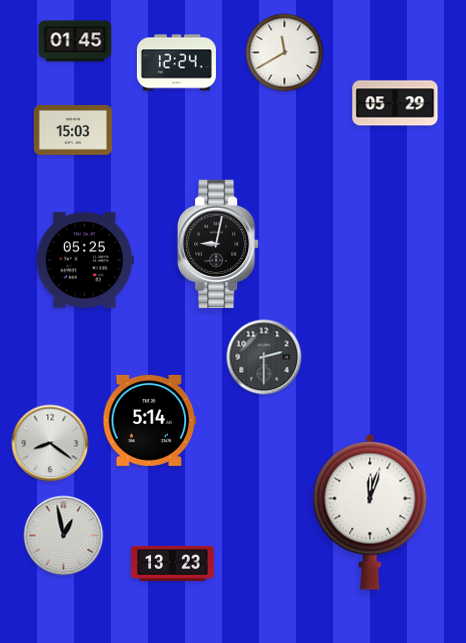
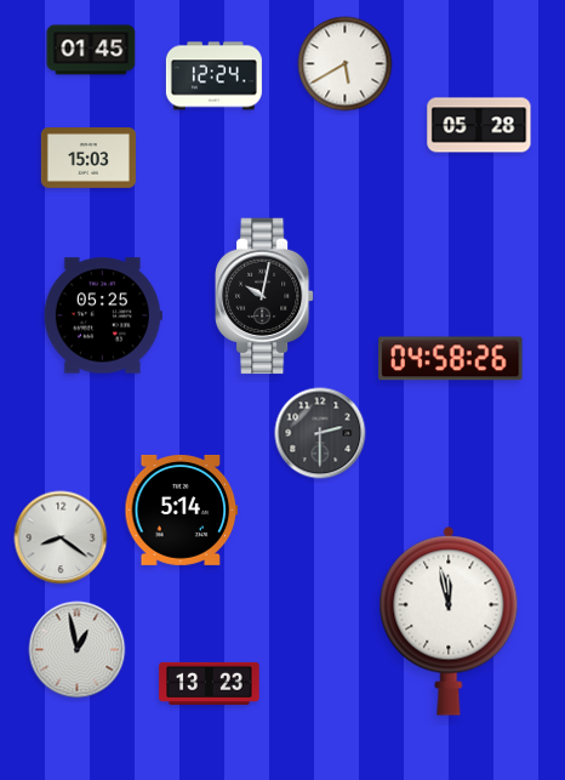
clock at (285, 53): 11:40 -> 5:40
clock at (395, 103): 05:29 -> 05:28
clock at (219, 244): 9:02 -> 10:02
clock at (451, 359): none -> 04:58
clock at (370, 512): 12:03 -> 11:58
